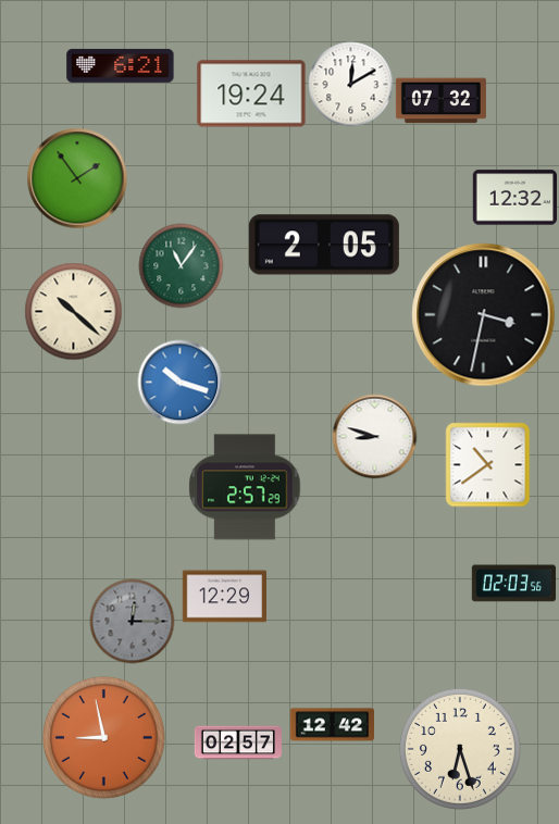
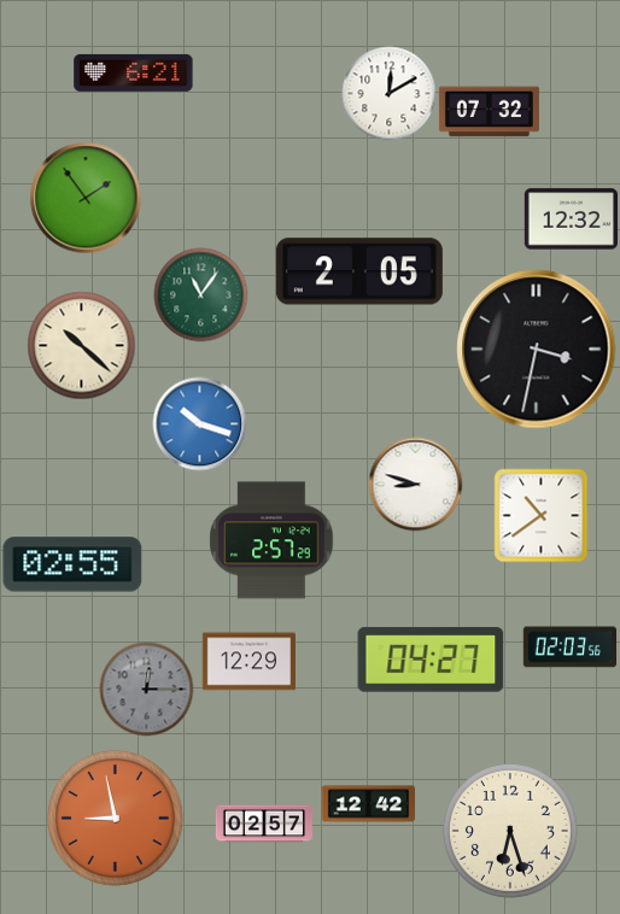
clock at (251, 93): 19:24 -> none
clock at (72, 564): none -> 02:55
clock at (431, 660): none -> 04:27
